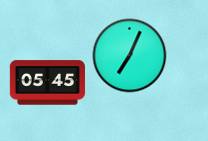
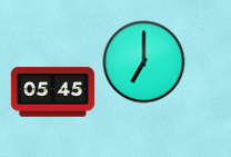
clock at (130, 56): 7:04 -> 7:00
